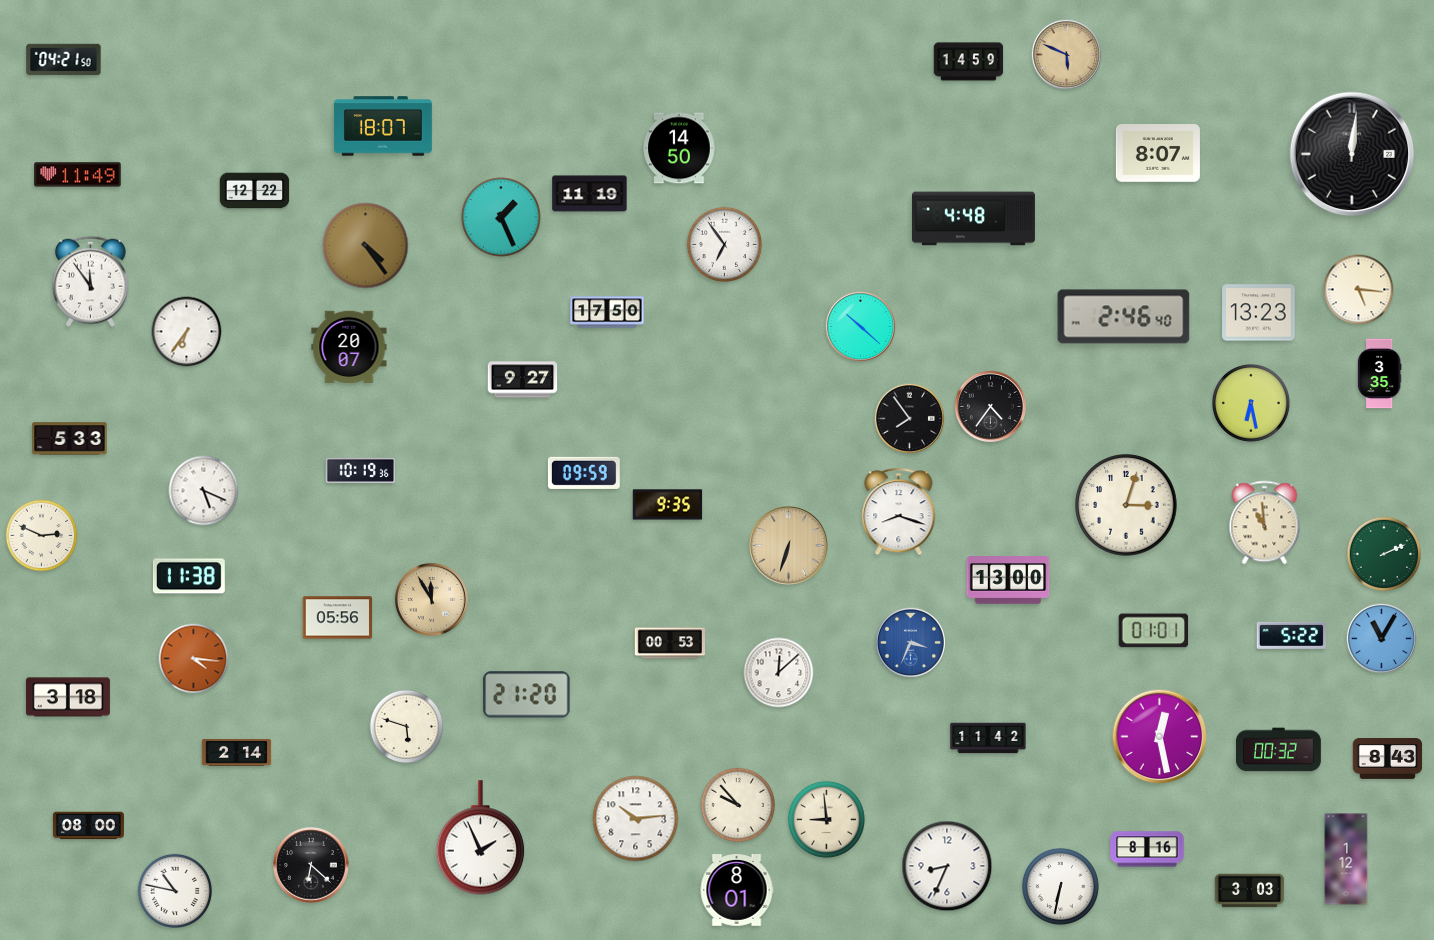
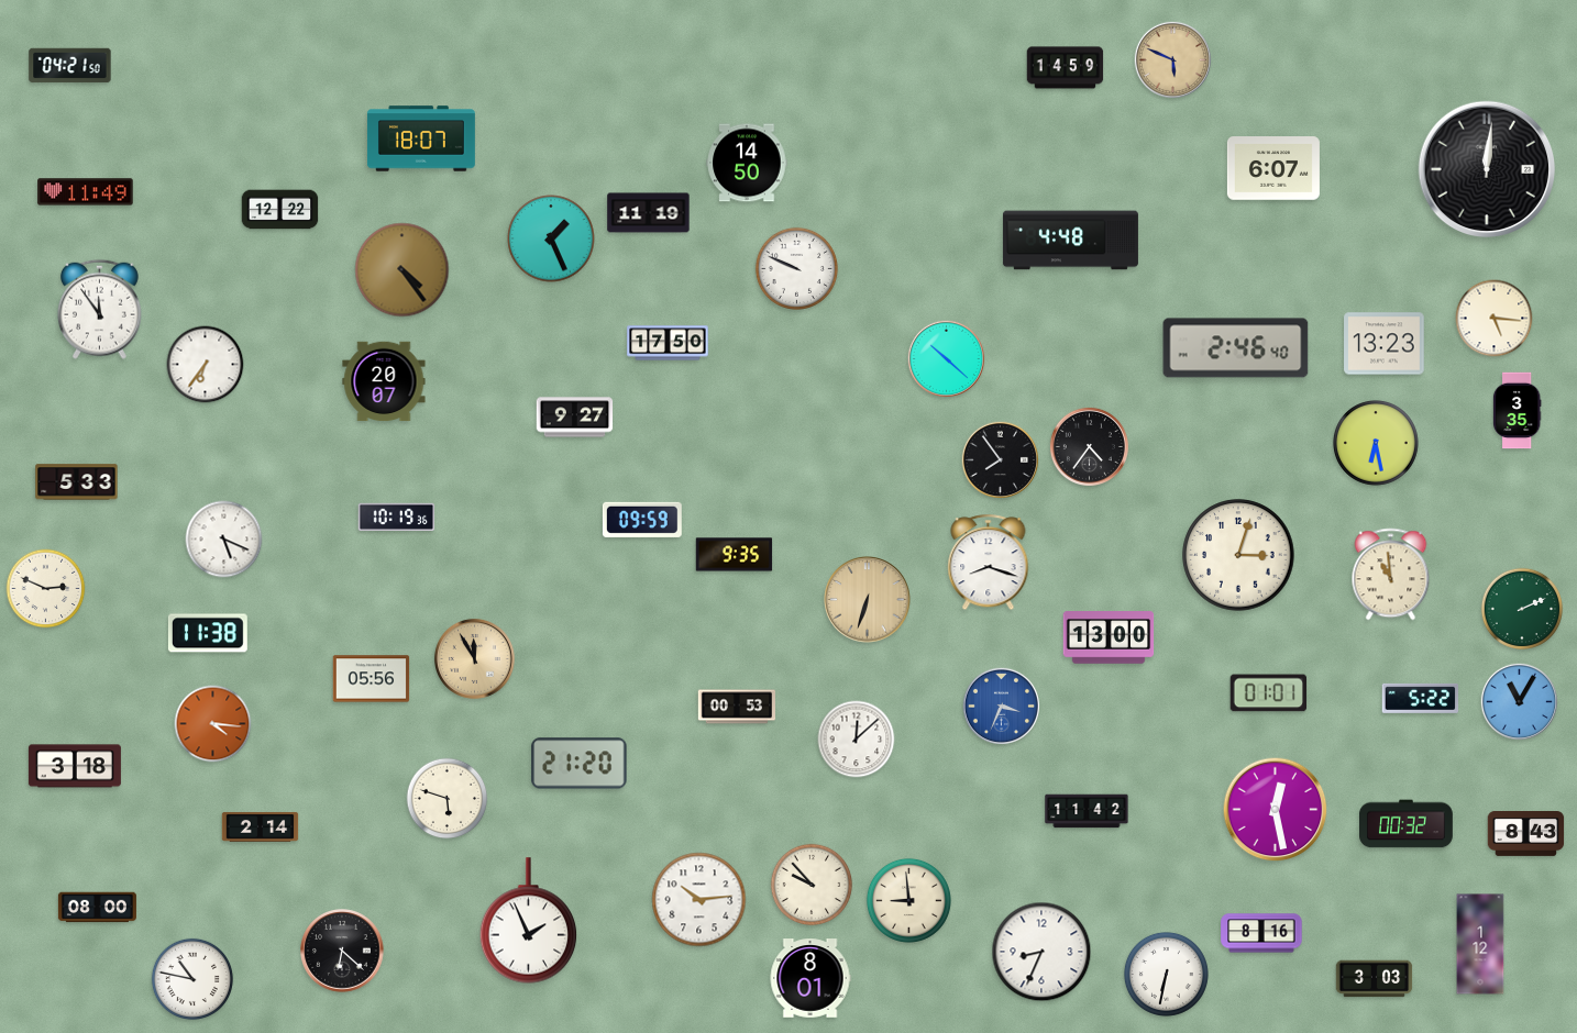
clock at (1158, 154): 8:07 -> 6:07
clock at (724, 244): 6:54 -> 9:49
